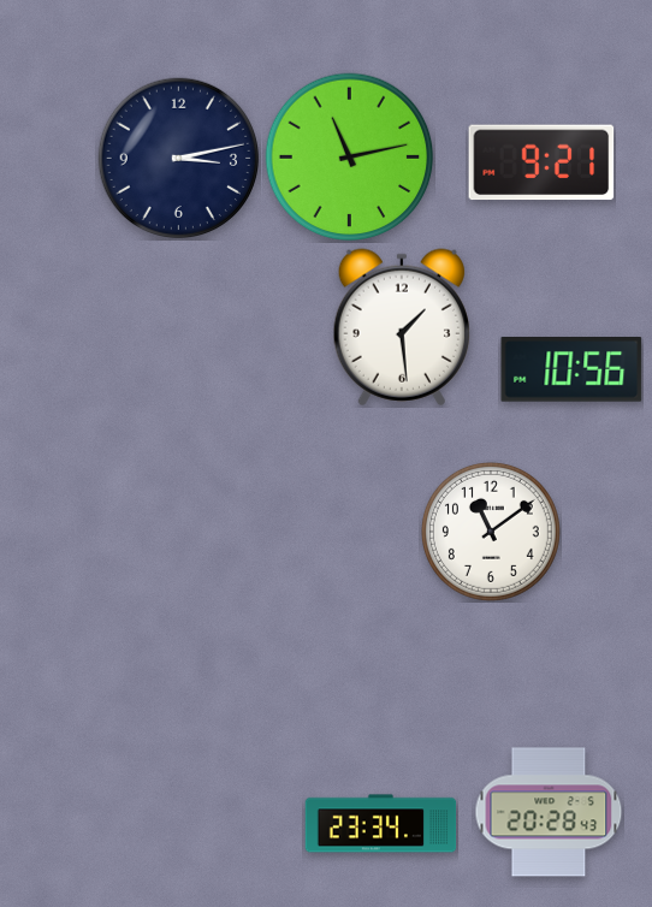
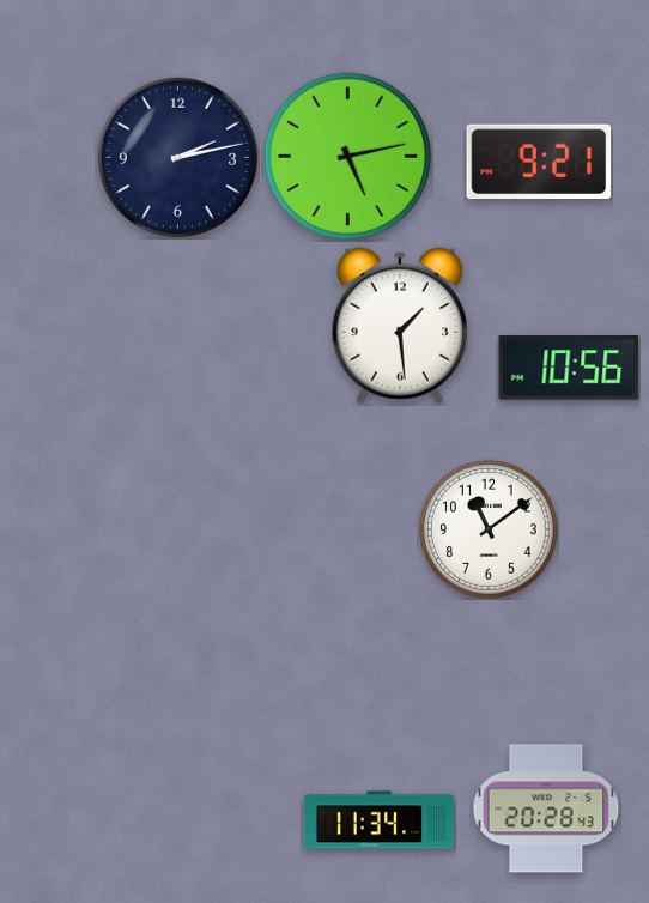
clock at (178, 158): 3:13 -> 2:13
clock at (350, 158): 11:13 -> 5:13
clock at (381, 824): 23:34 -> 11:34
